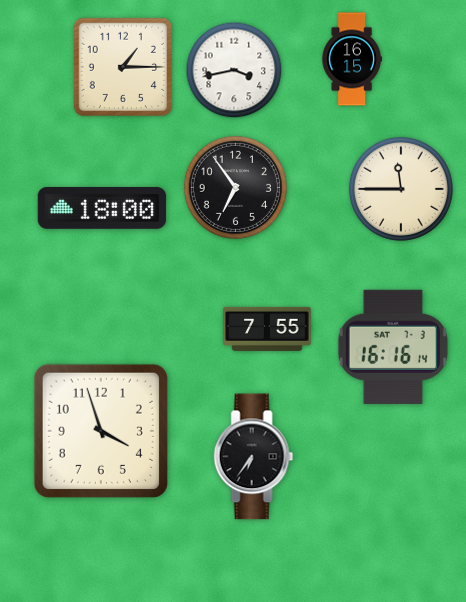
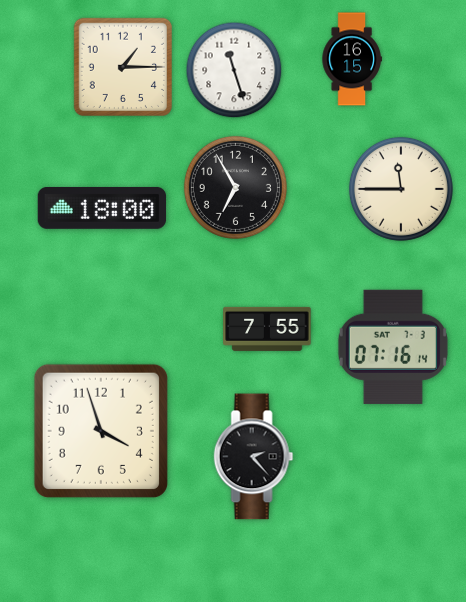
clock at (234, 70): 3:43 -> 11:27
clock at (235, 187): 6:54 -> 6:55
clock at (393, 347): 16:16 -> 07:16
clock at (254, 457): 6:36 -> 2:23
